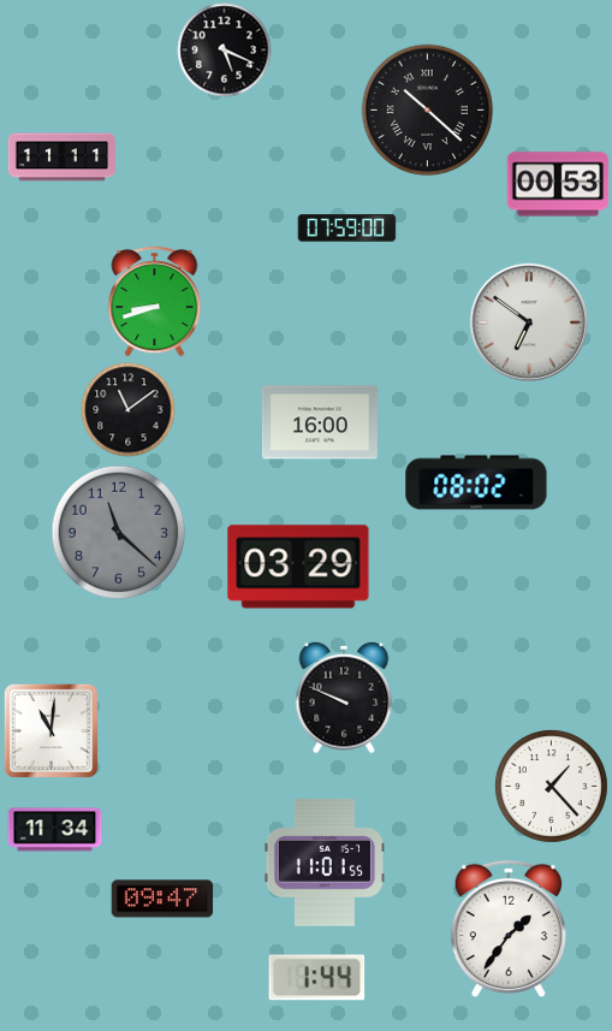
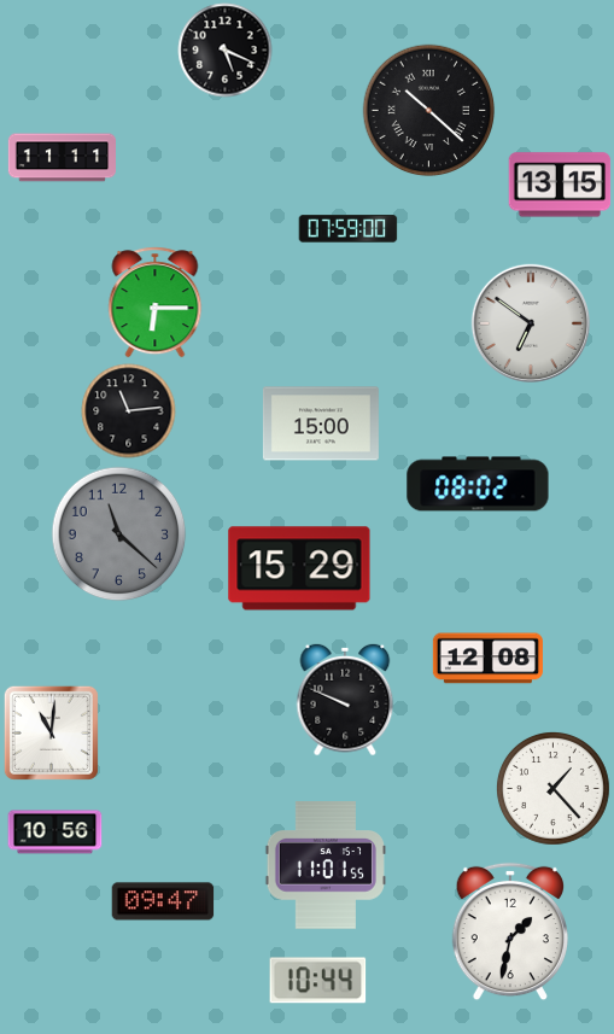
clock at (558, 184): 00:53 -> 13:15
clock at (155, 301): 8:42 -> 6:15
clock at (127, 409): 11:09 -> 11:14
clock at (320, 422): 16:00 -> 15:00
clock at (298, 567): 03:29 -> 15:29
clock at (487, 659): none -> 12:08
clock at (54, 830): 11:34 -> 10:56
clock at (507, 929): 1:36 -> 1:32
clock at (316, 978): 1:44 -> 10:44
